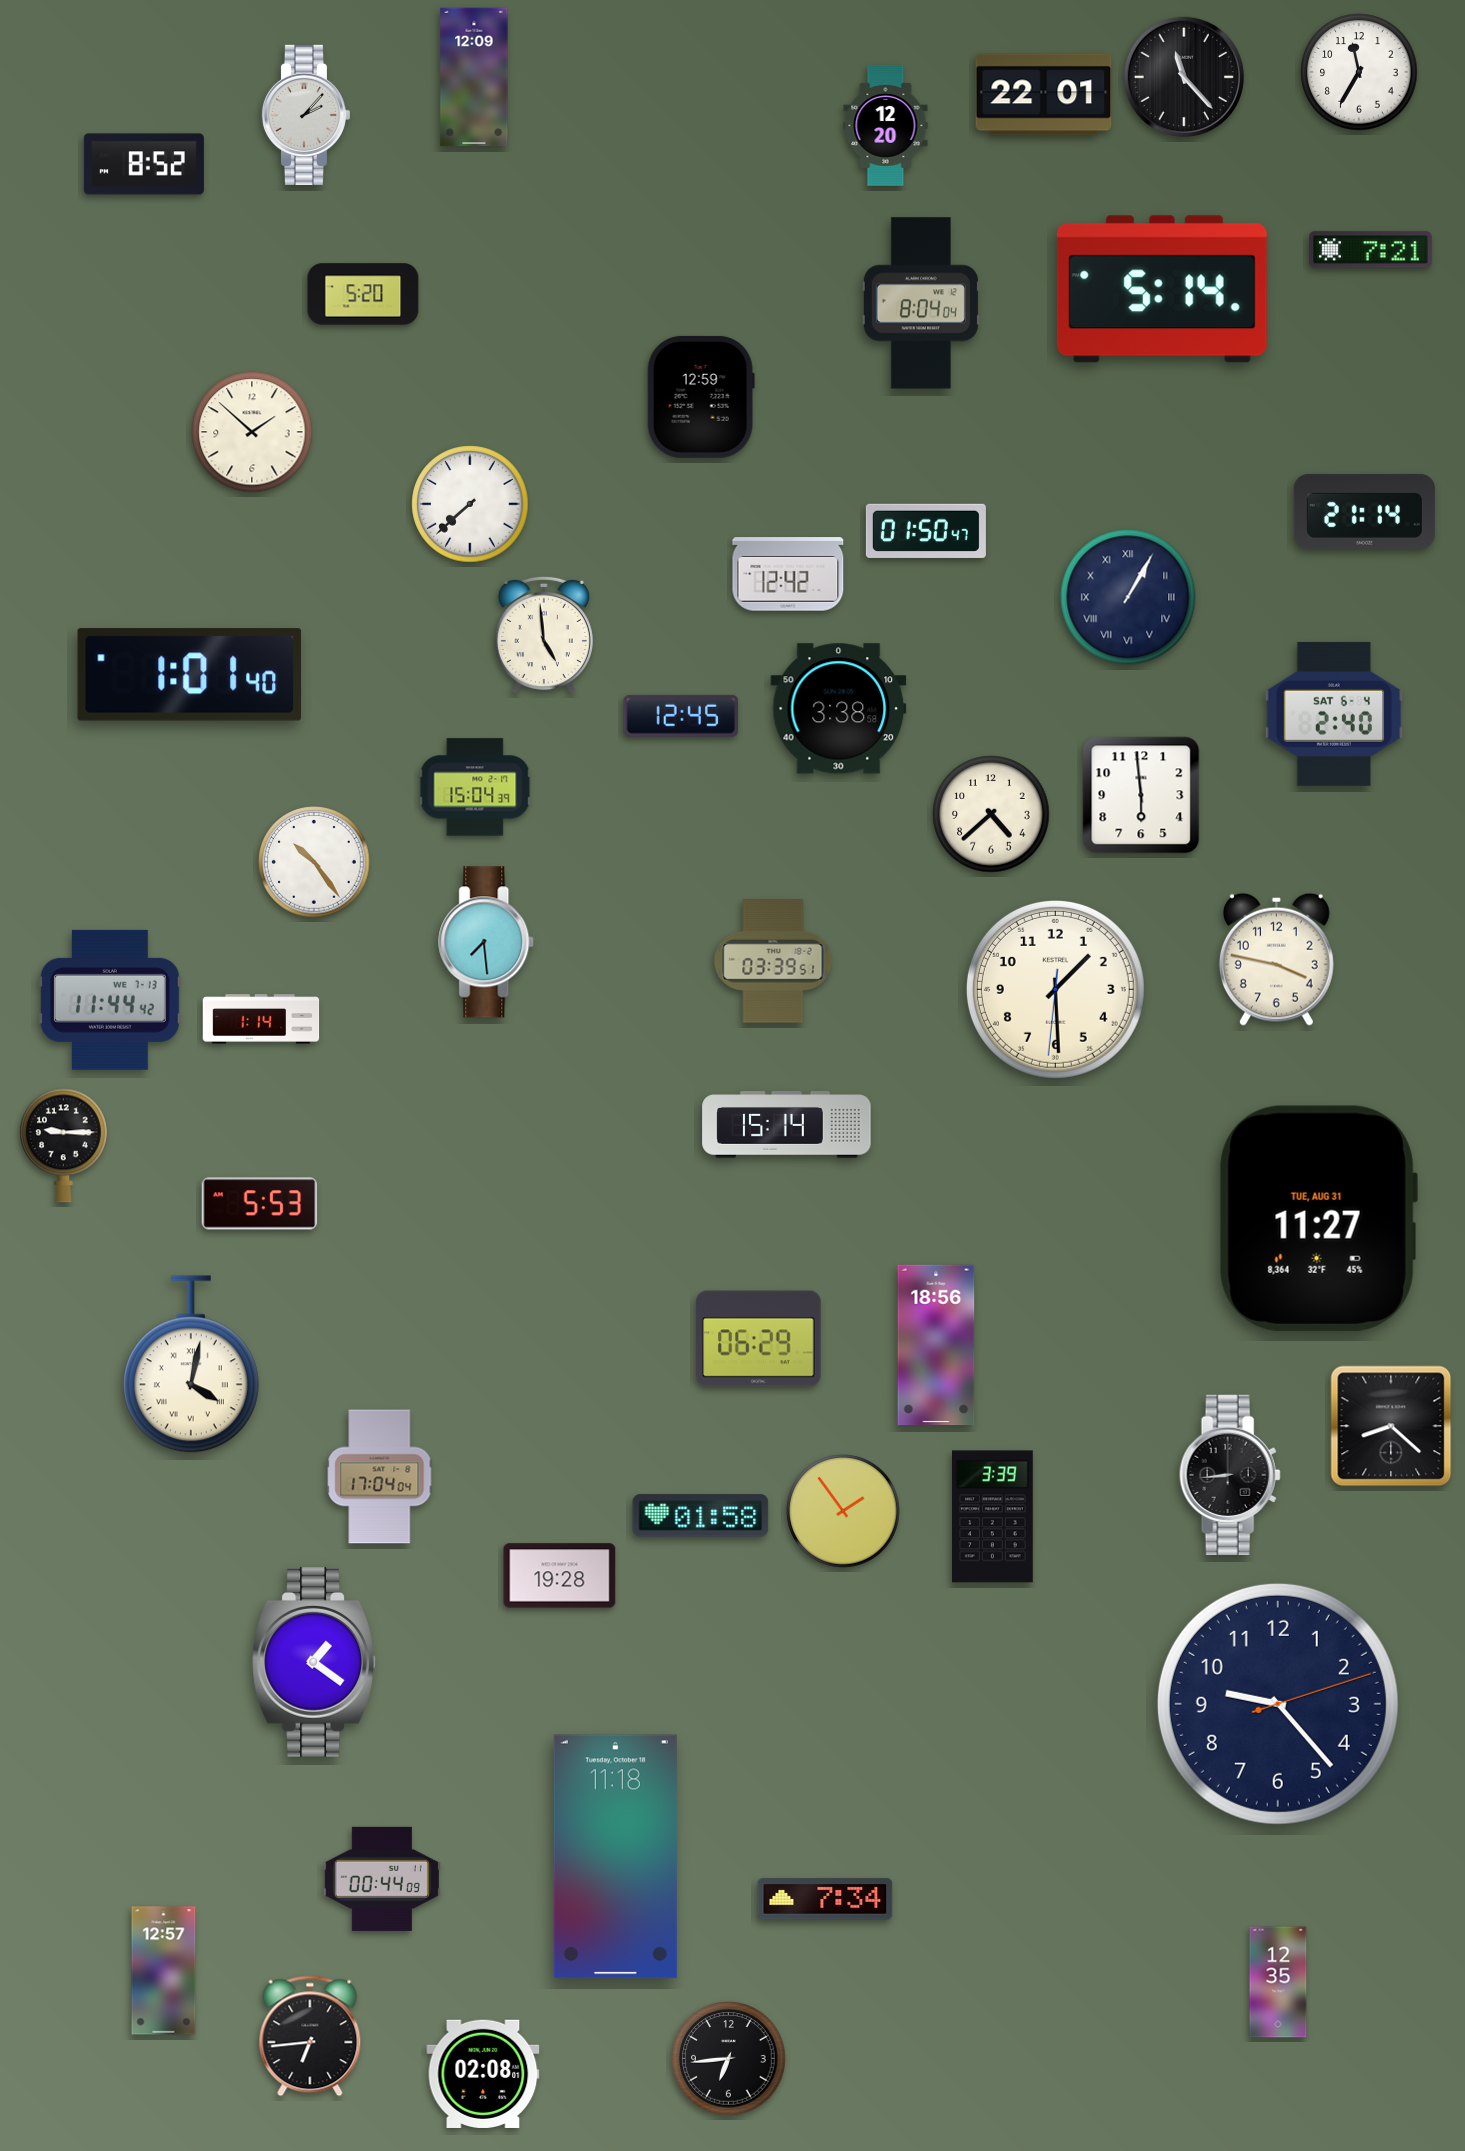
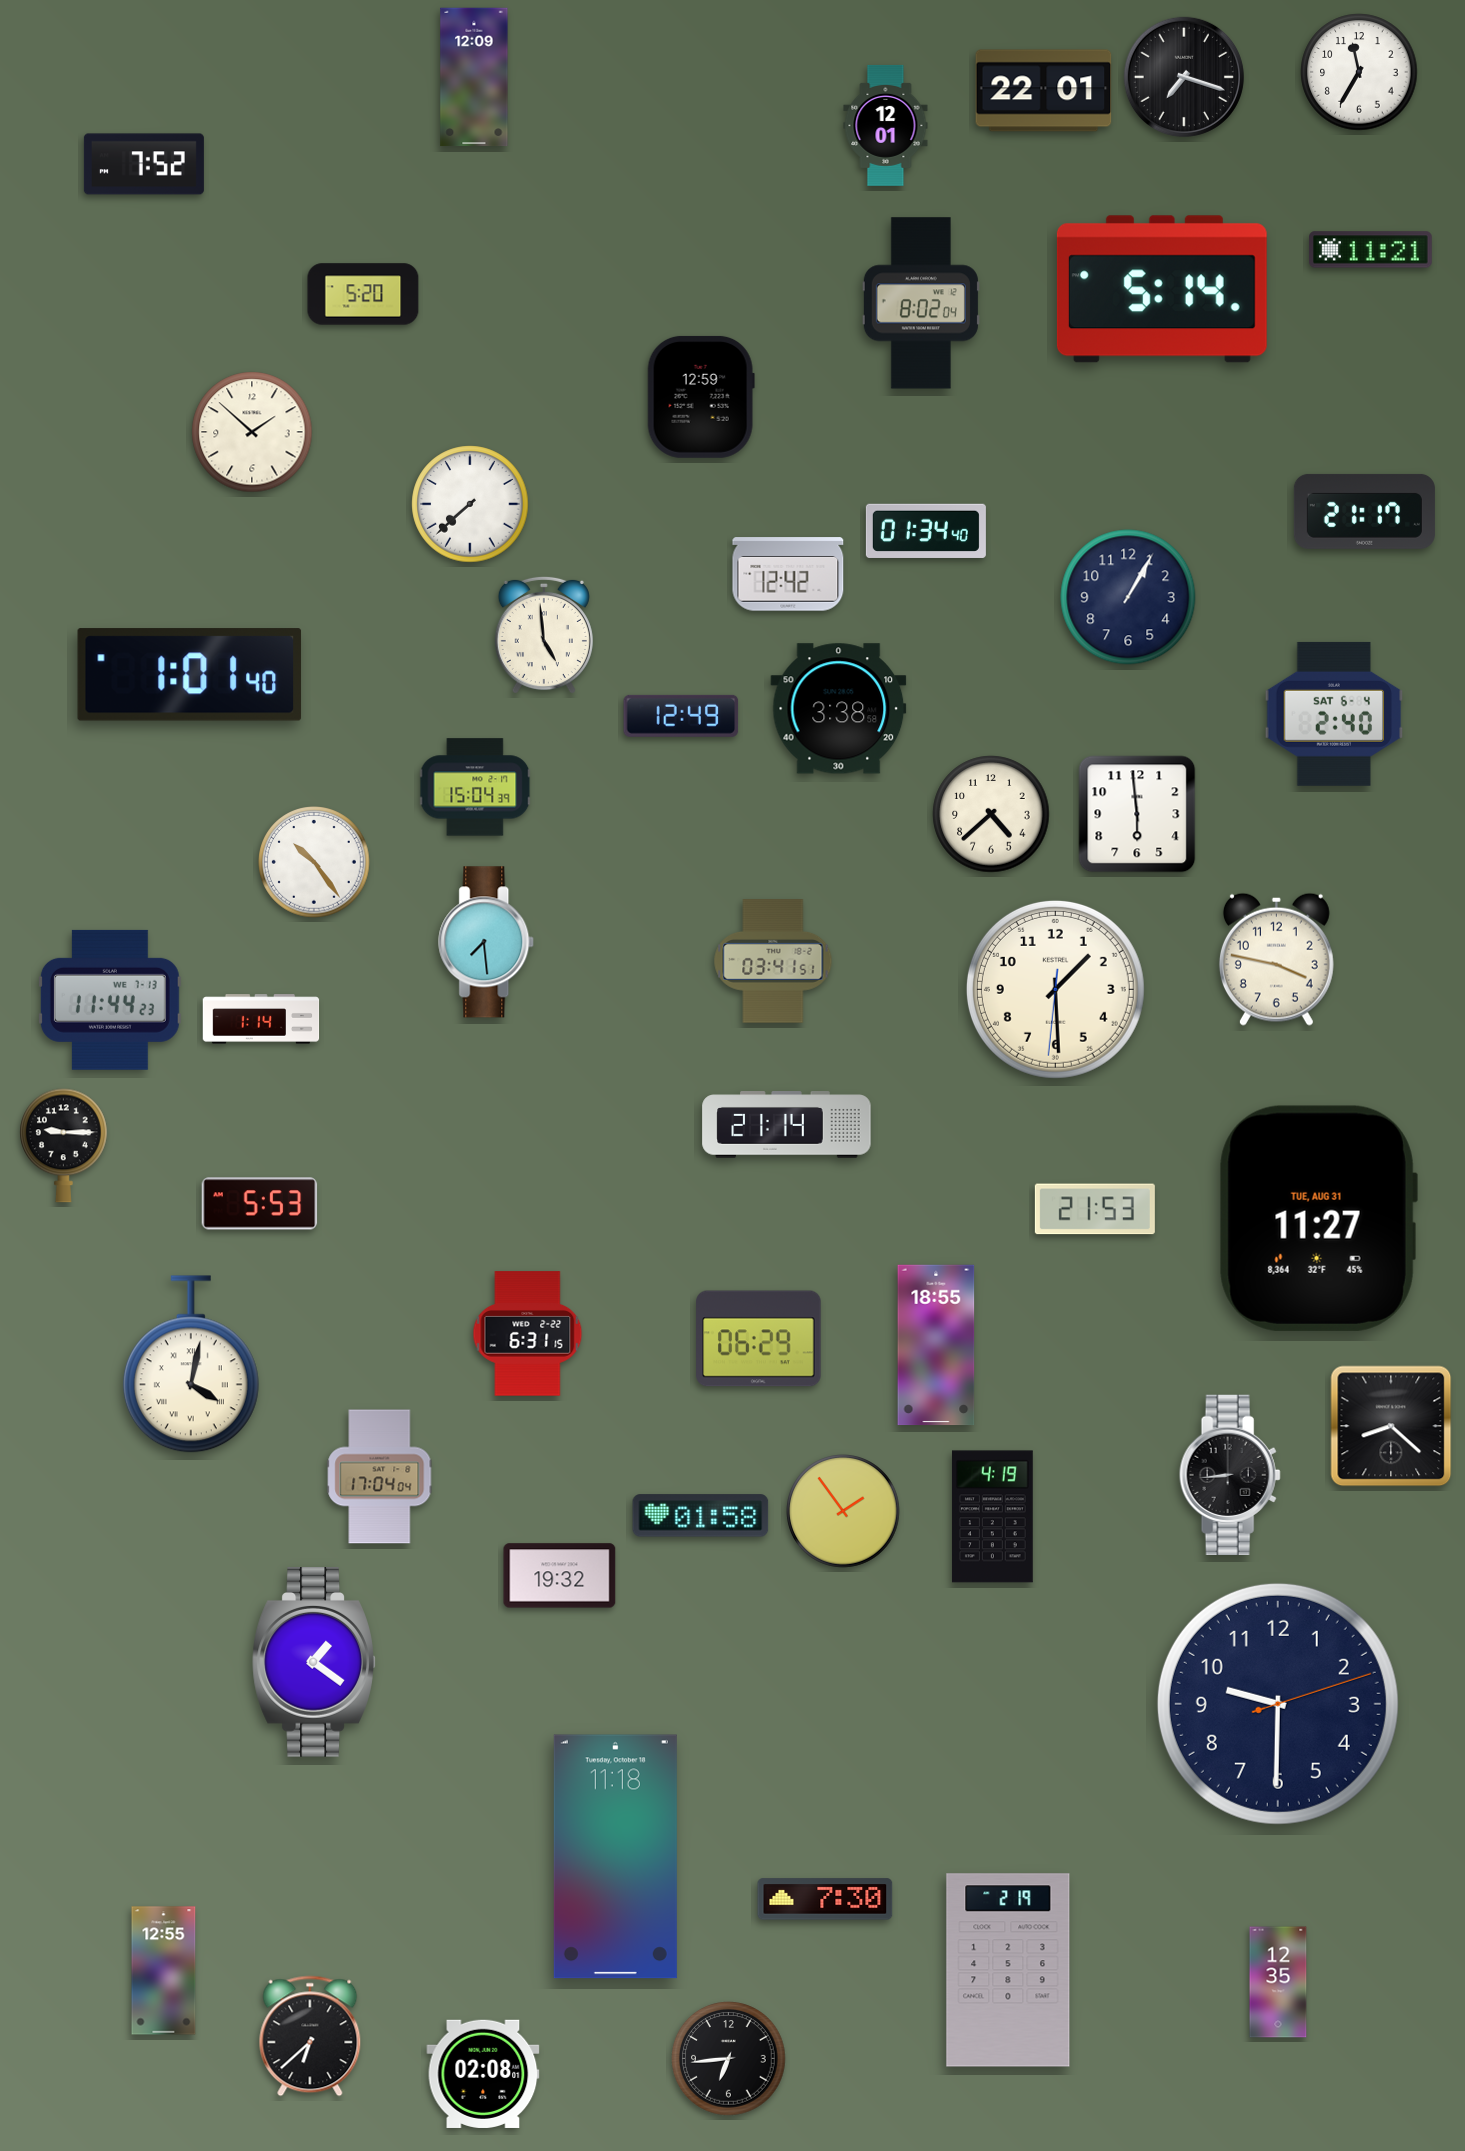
clock at (1184, 77): 11:23 -> 7:18
clock at (1044, 95) position: (1044, 95) -> (1044, 91)
clock at (305, 115): 2:07 -> none
clock at (886, 125): 12:20 -> 12:01
clock at (144, 164): 8:52 -> 7:52
clock at (1371, 250): 7:21 -> 11:21
clock at (921, 303): 8:04 -> 8:02
clock at (1364, 511): 21:14 -> 21:17
clock at (926, 530): 01:50 -> 01:34
clock at (1128, 597) numerals: Roman -> Arabic
clock at (681, 716): 12:45 -> 12:49
clock at (1141, 795) position: (1141, 795) -> (1137, 814)
clock at (773, 961): 03:39 -> 03:41
clock at (110, 1000): 11:44:42 -> 11:44:23
clock at (787, 1125): 15:14 -> 21:14
clock at (1095, 1209): none -> 21:53
clock at (528, 1334): none -> 6:31
clock at (936, 1345): 18:56 -> 18:55
clock at (992, 1517): 3:39 -> 4:19
clock at (560, 1576): 19:28 -> 19:32
clock at (1278, 1704): 9:23 -> 9:30
clock at (382, 1879): 00:44 -> none
clock at (825, 1899): 7:34 -> 7:30
clock at (1008, 1970): none -> 2:19
clock at (164, 1971): 12:57 -> 12:55
clock at (310, 2036): 6:44 -> 6:38
